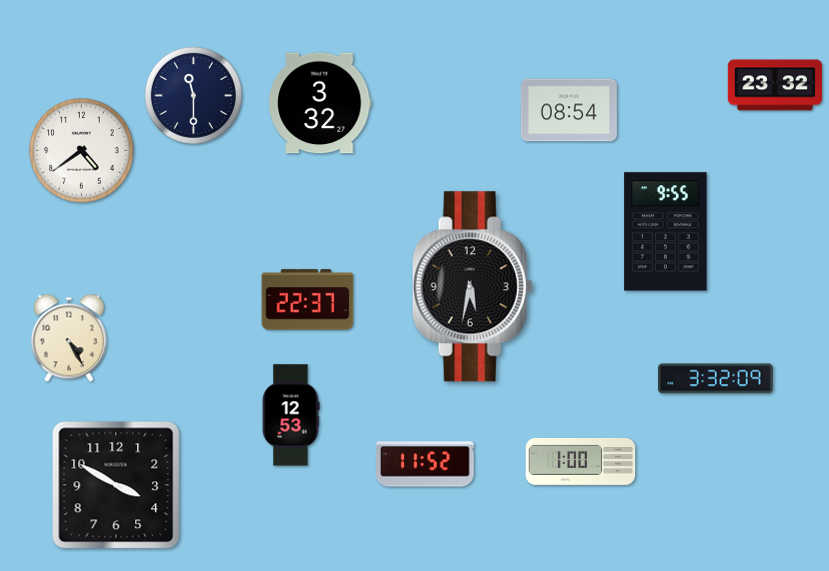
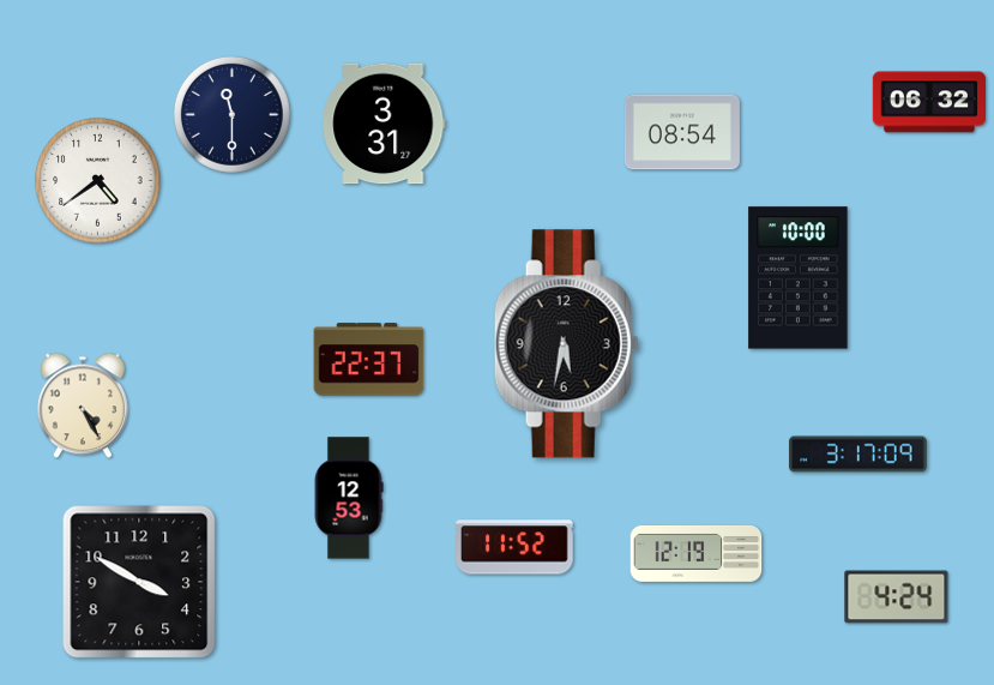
clock at (774, 85): 23:32 -> 06:32
clock at (320, 103): 3:32 -> 3:31
clock at (666, 232): 9:55 -> 10:00
clock at (716, 379): 3:32 -> 3:17
clock at (581, 461): 1:00 -> 12:19
clock at (426, 464) position: (426, 464) -> (516, 547)
clock at (897, 597): none -> 4:24
